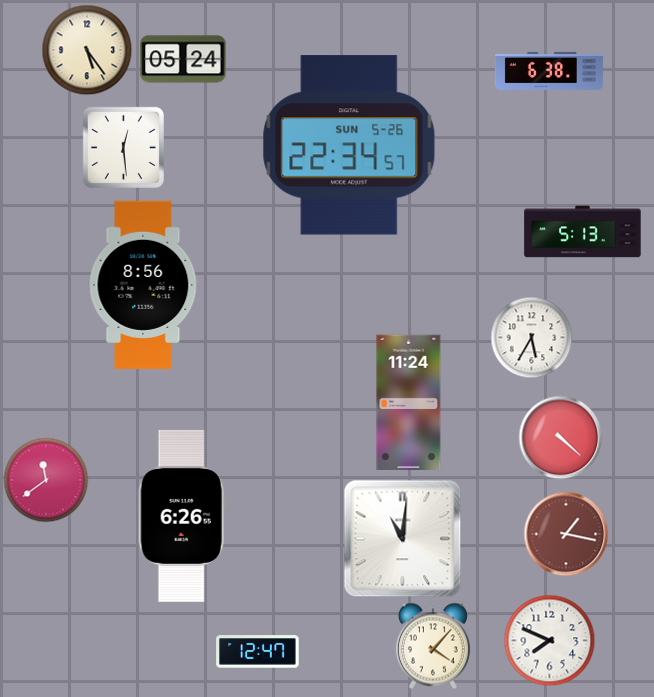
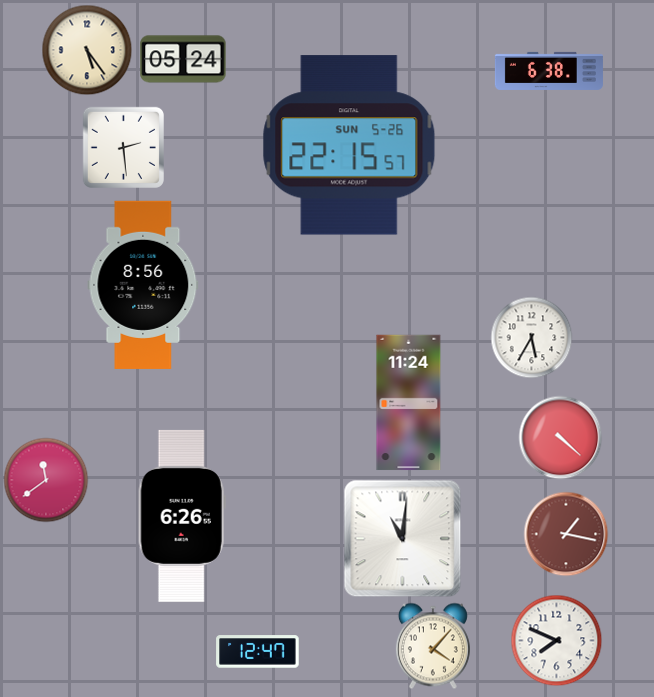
clock at (349, 145): 22:34 -> 22:15
clock at (123, 147): 12:29 -> 2:29
clock at (583, 232): 5:13 -> none
clock at (550, 641) position: (550, 641) -> (557, 641)
